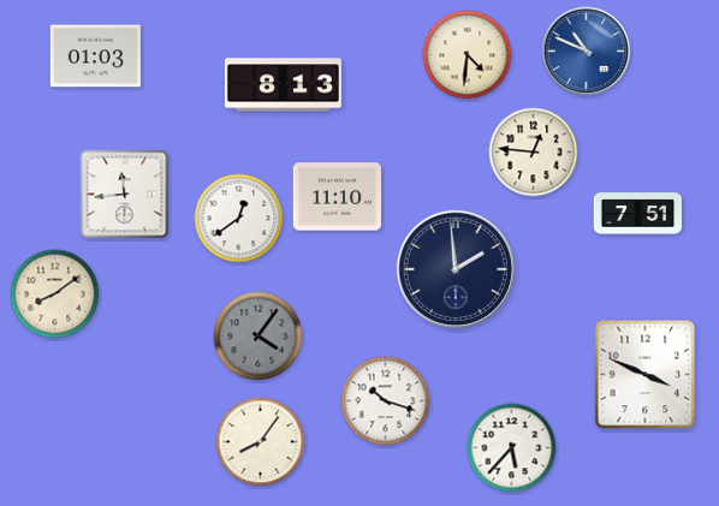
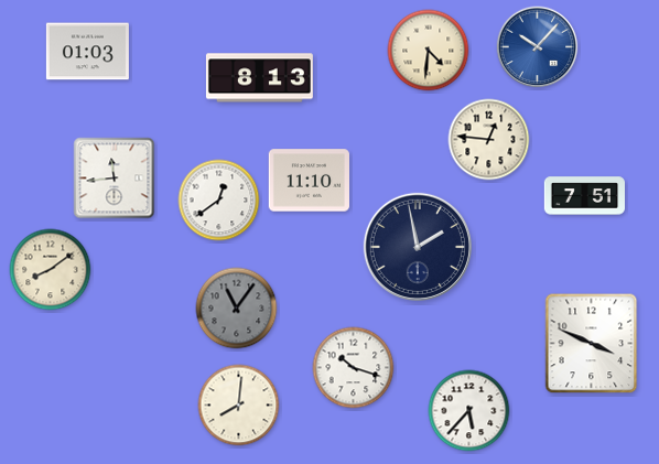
clock at (587, 52): 10:49 -> 10:07
clock at (456, 269): 1:59 -> 1:58
clock at (259, 337): 4:06 -> 11:06
clock at (261, 442): 8:06 -> 8:01
